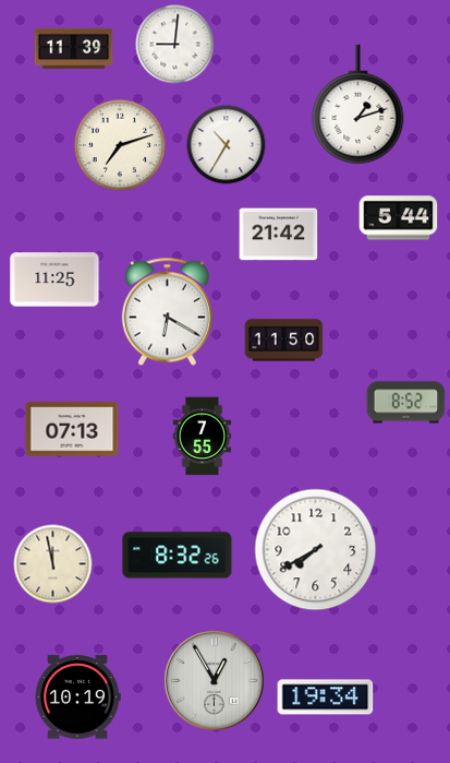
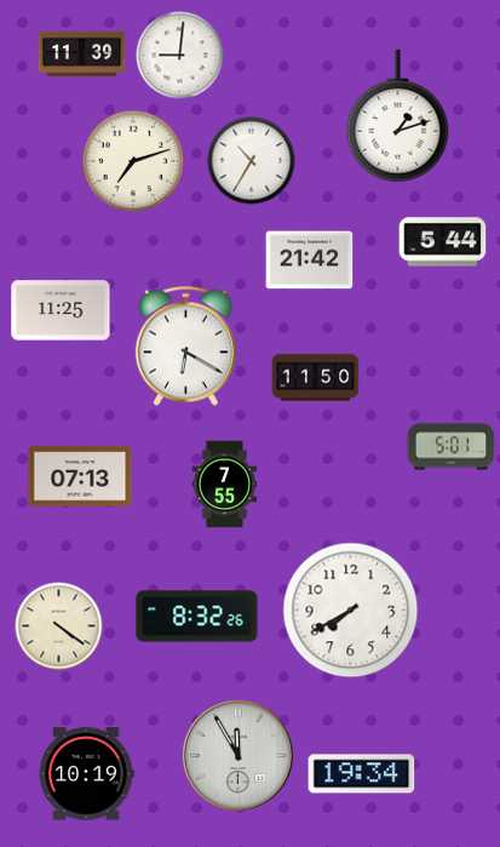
clock at (175, 45) position: (175, 45) -> (180, 56)
clock at (406, 403): 8:52 -> 5:01
clock at (53, 564): 11:58 -> 4:21
clock at (214, 680): 12:55 -> 11:55
